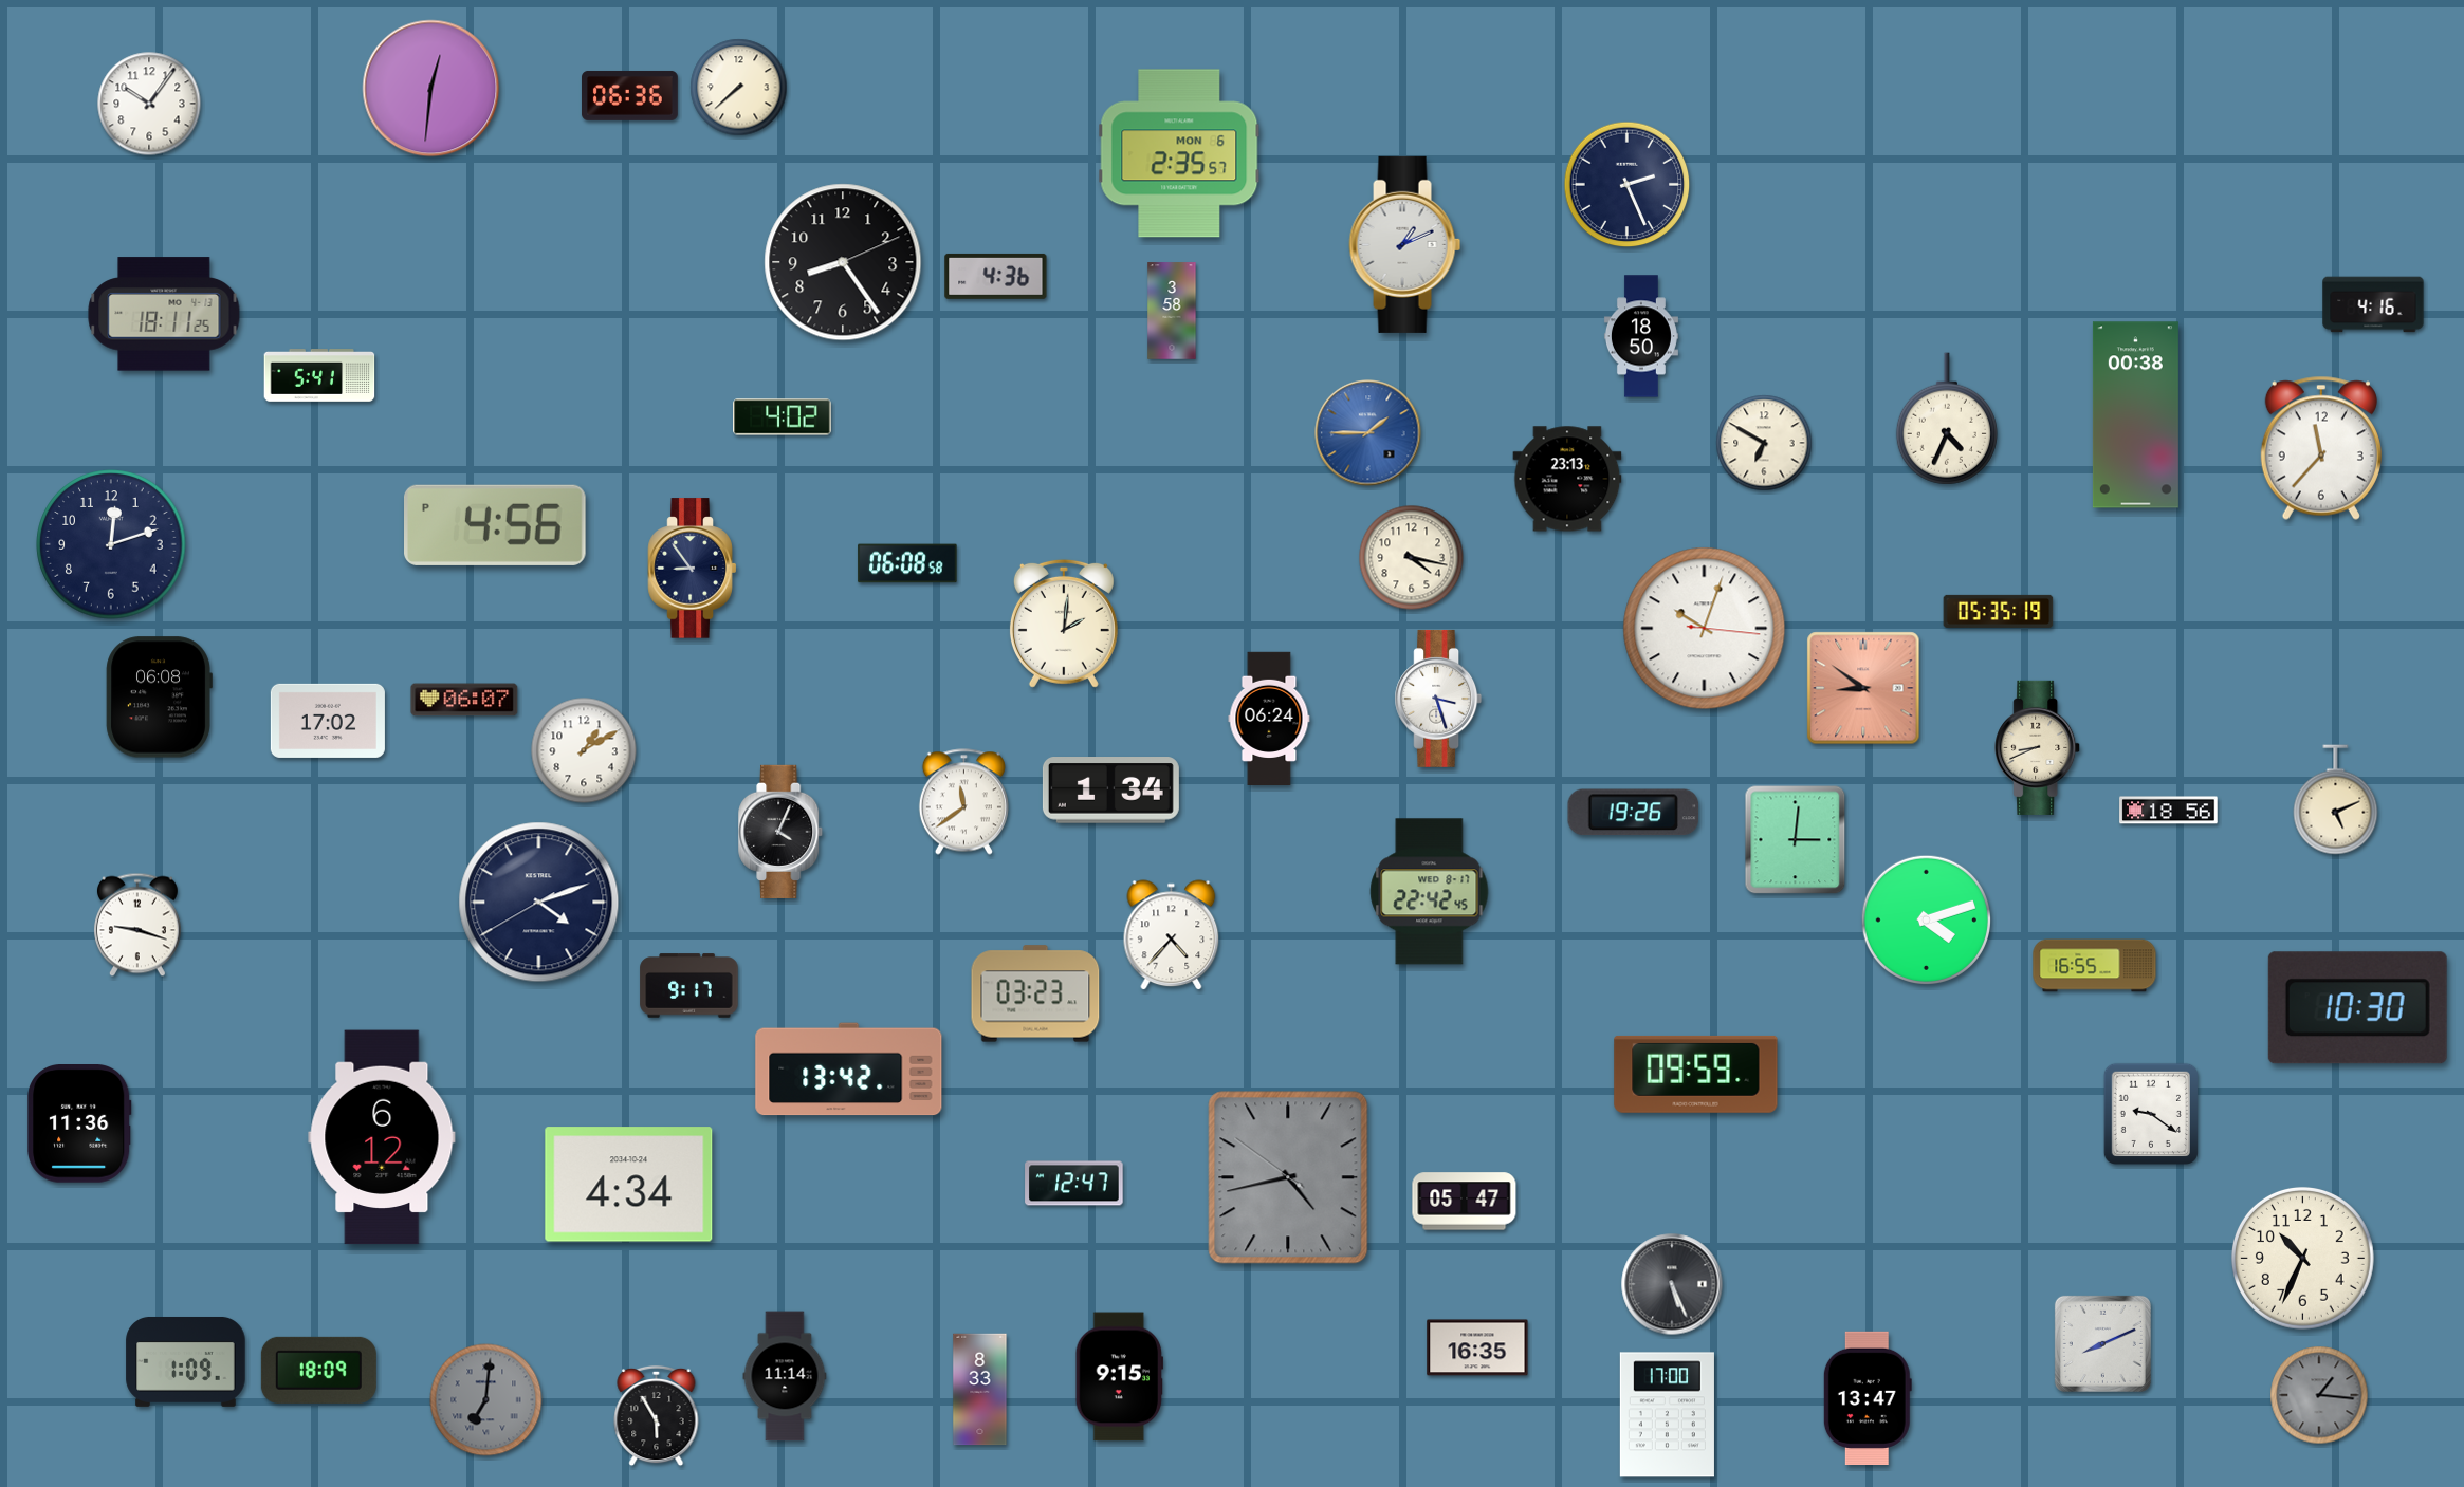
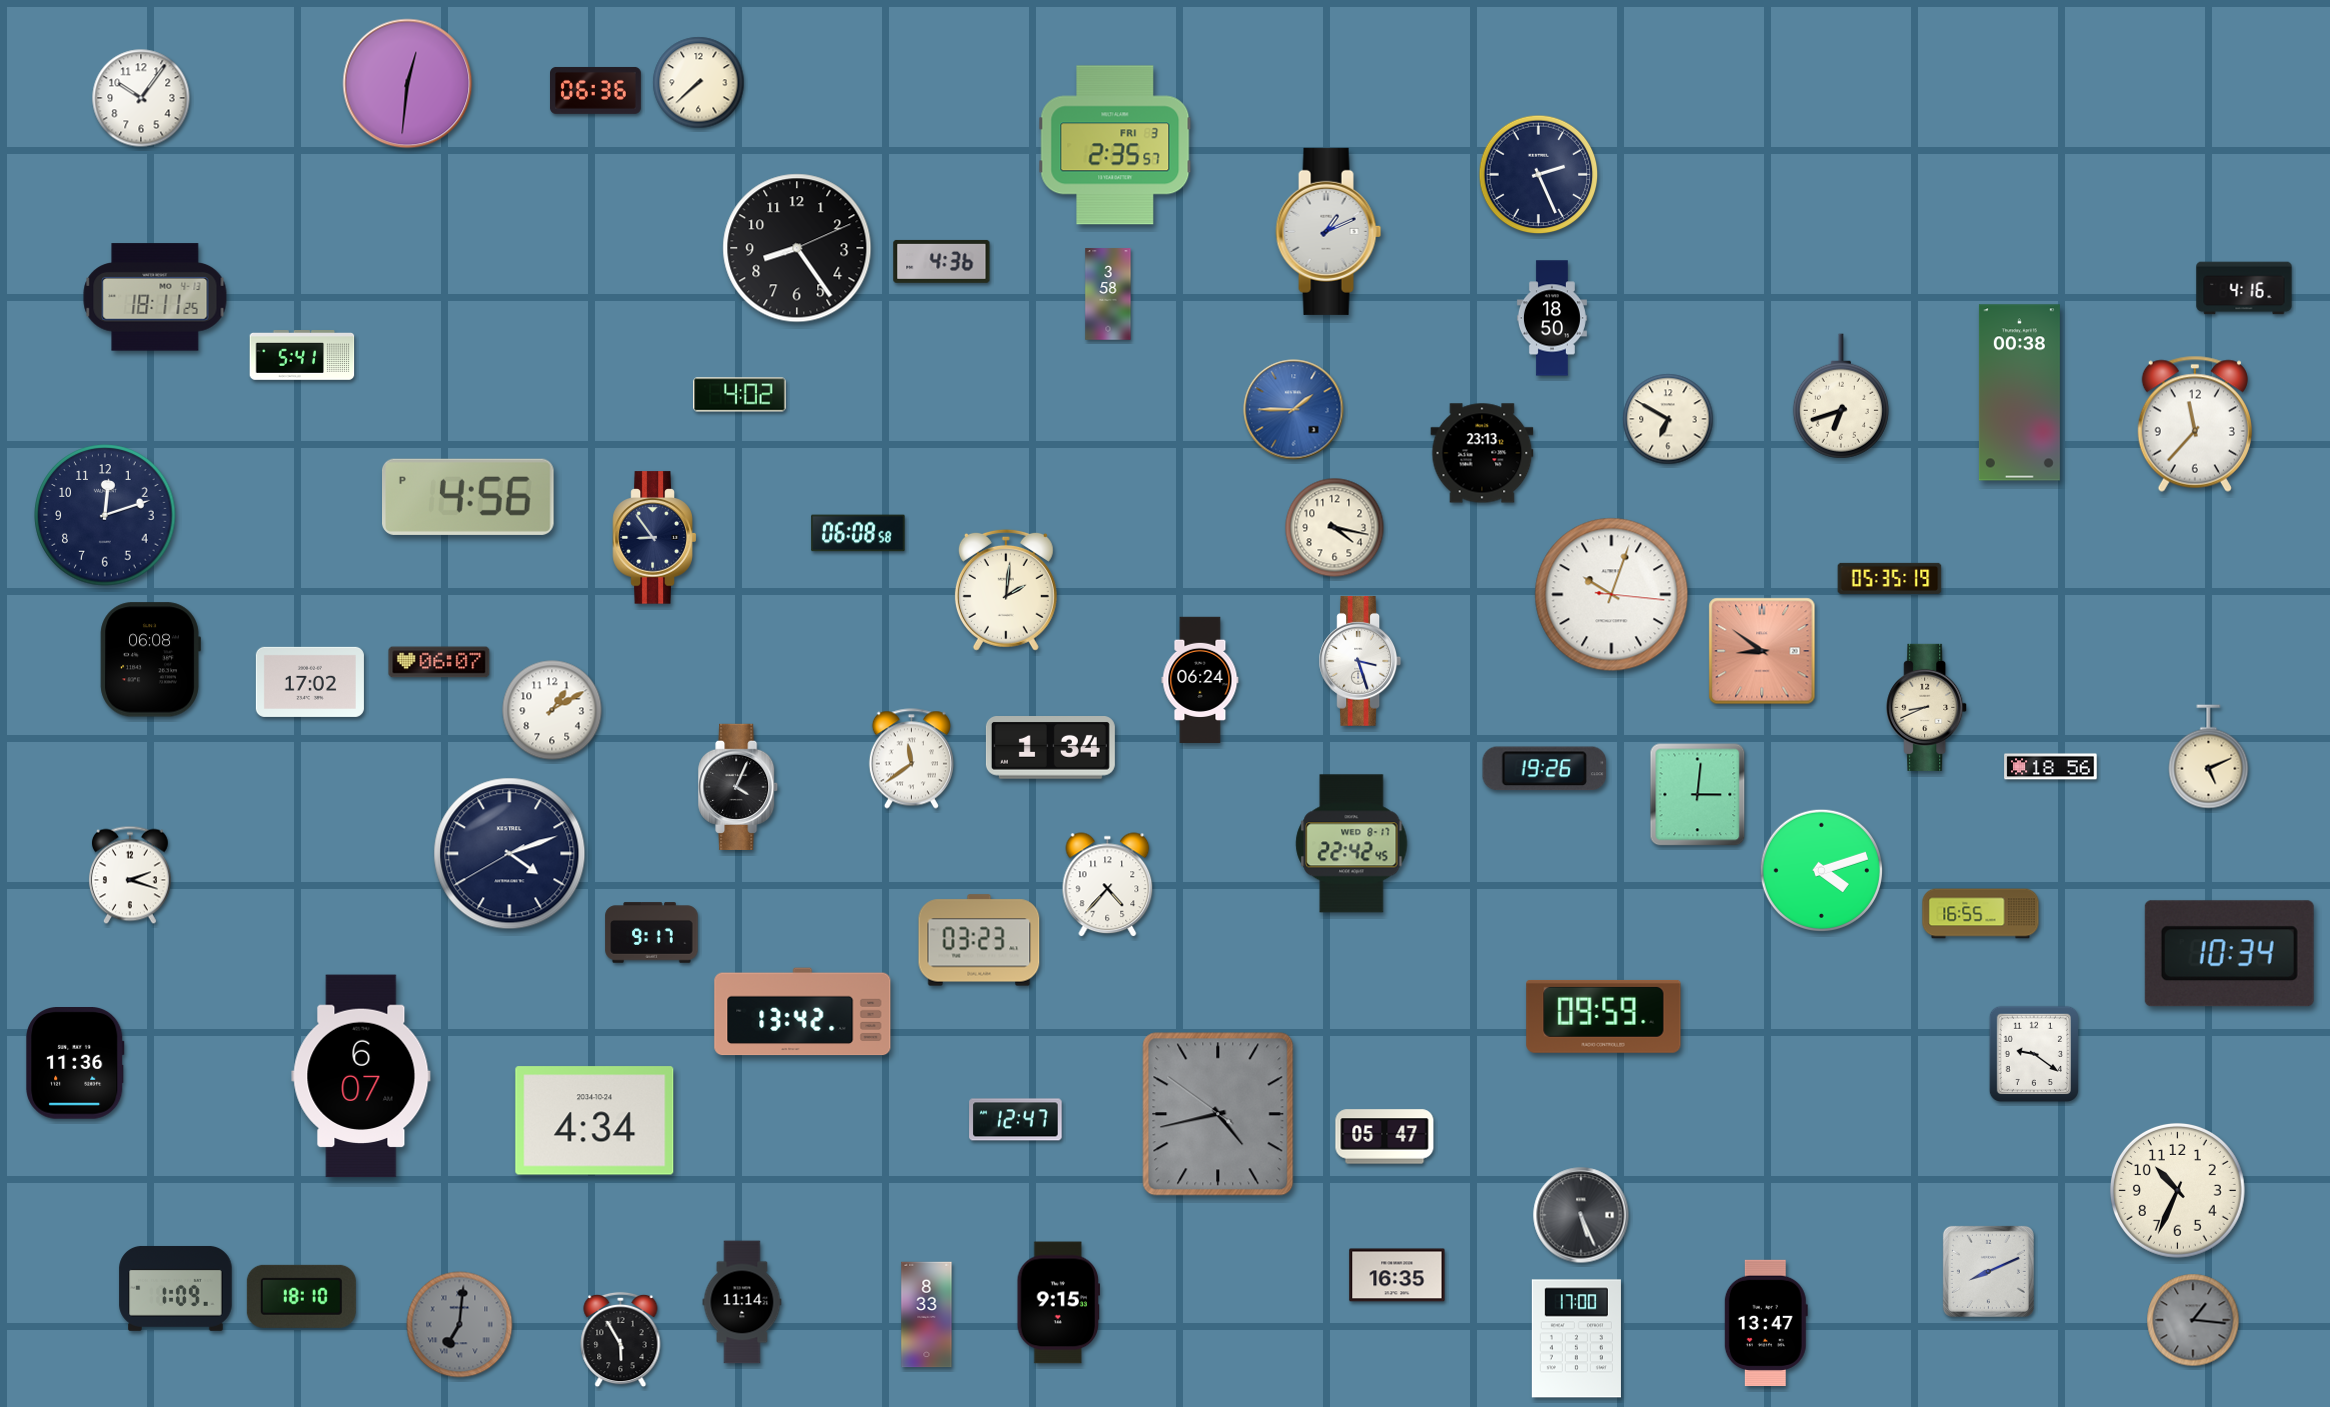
clock at (1179, 153) date: MON 6 -> FRI 3
clock at (1947, 419): 4:34 -> 6:42
clock at (137, 925): 9:18 -> 2:18
clock at (2357, 1008): 10:30 -> 10:34
clock at (382, 1137): 6:12 -> 6:07
clock at (318, 1370): 18:09 -> 18:10
